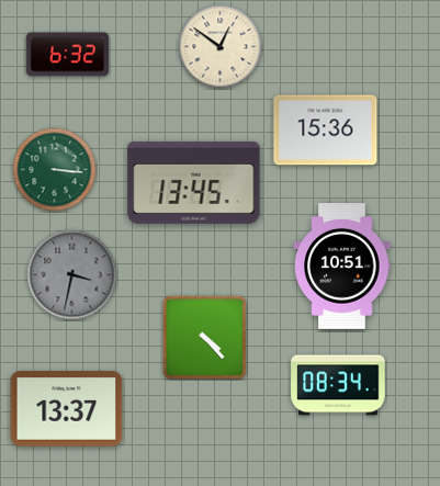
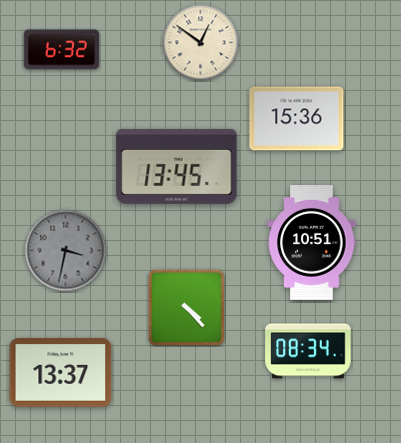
clock at (55, 170): 3:16 -> none
